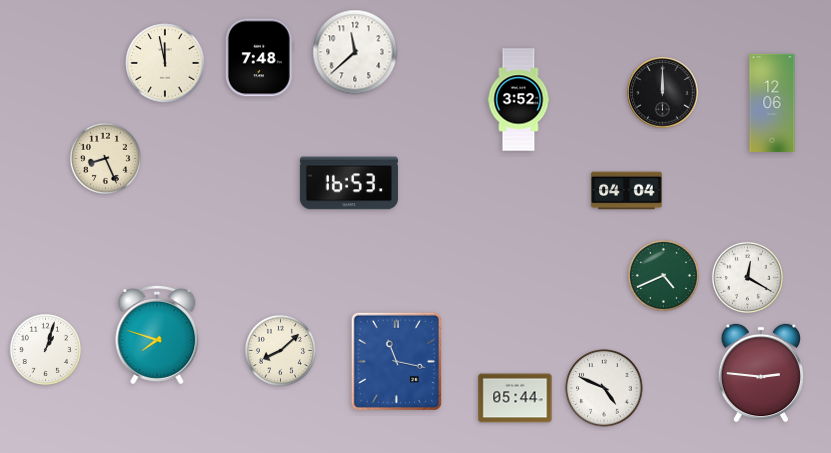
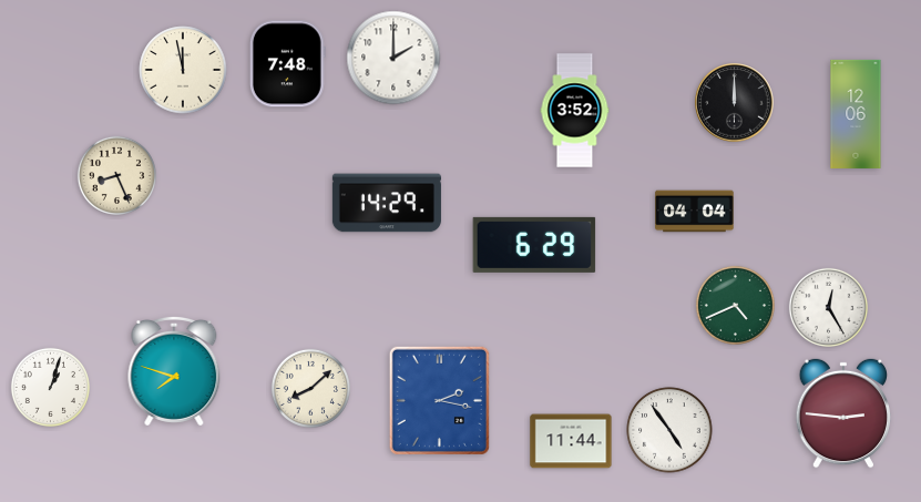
clock at (355, 52): 11:38 -> 2:00
clock at (349, 183): 16:53 -> 14:29
clock at (534, 245): none -> 6:29
clock at (747, 277): 12:20 -> 12:25
clock at (396, 361): 11:17 -> 2:17
clock at (604, 388): 4:49 -> 4:54
clock at (515, 398): 05:44 -> 11:44
